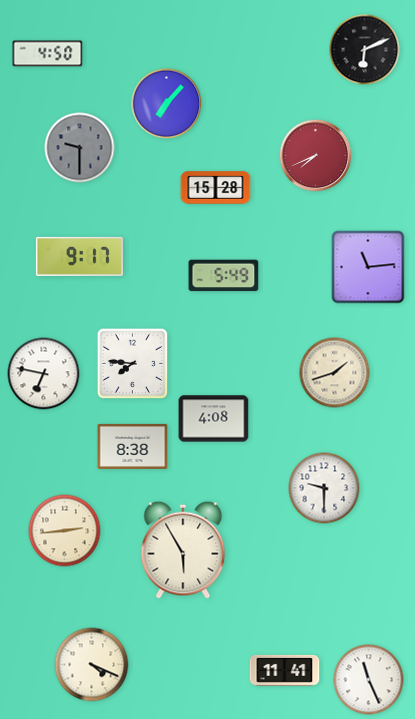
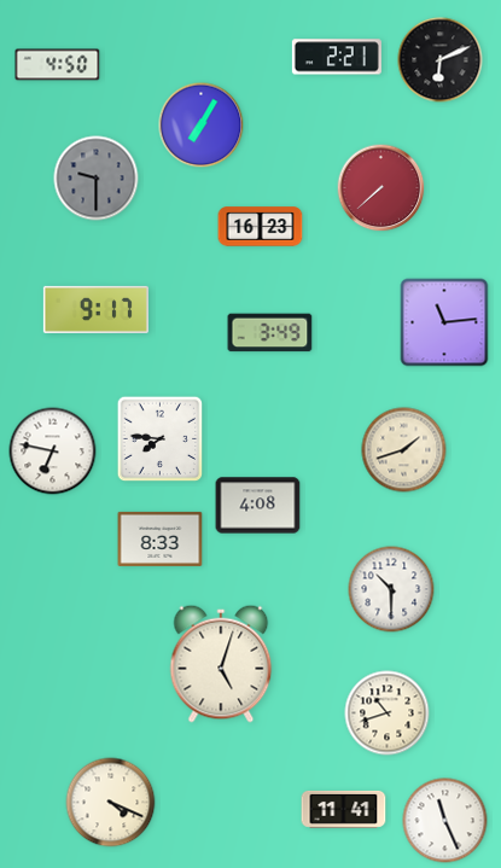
clock at (337, 57): none -> 2:21
clock at (167, 104): 7:07 -> 7:05
clock at (316, 156): 7:41 -> 7:38
clock at (216, 188): 15:28 -> 16:23
clock at (224, 276): 5:49 -> 3:49
clock at (133, 446): 8:38 -> 8:33
clock at (324, 488): 9:30 -> 10:30
clock at (65, 531): 2:44 -> none
clock at (183, 550): 5:55 -> 5:03
clock at (388, 713): none -> 10:42
